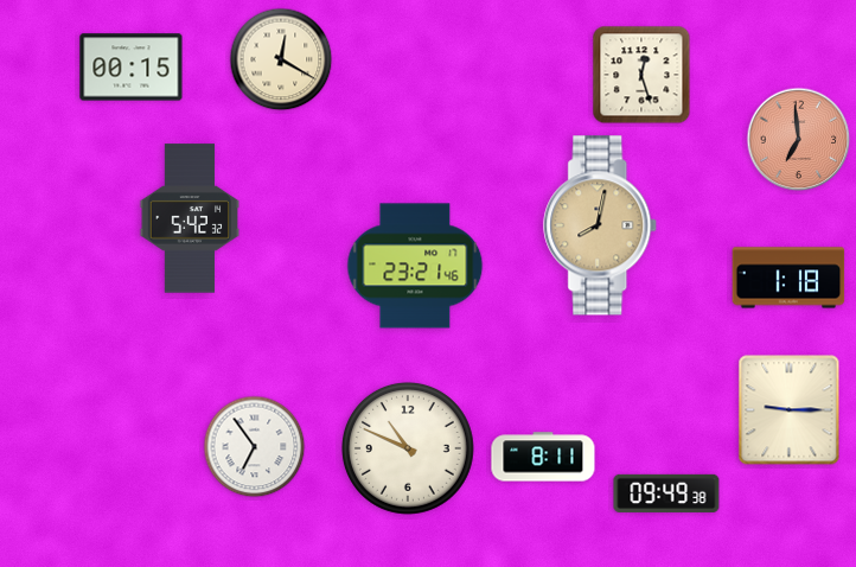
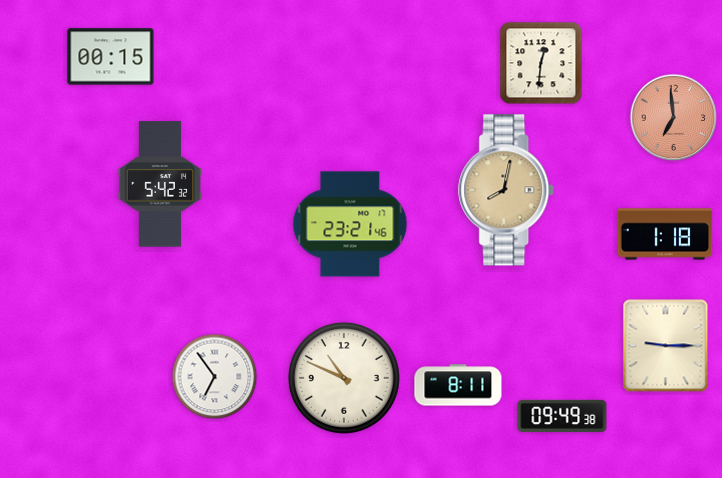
clock at (281, 59): 12:20 -> none
clock at (641, 75): 12:27 -> 12:31
